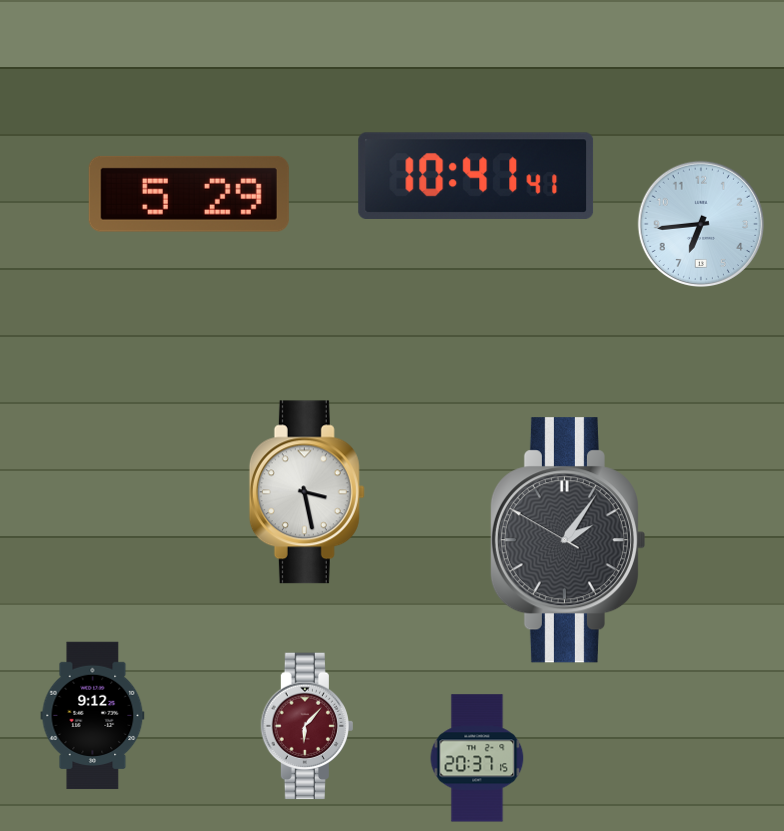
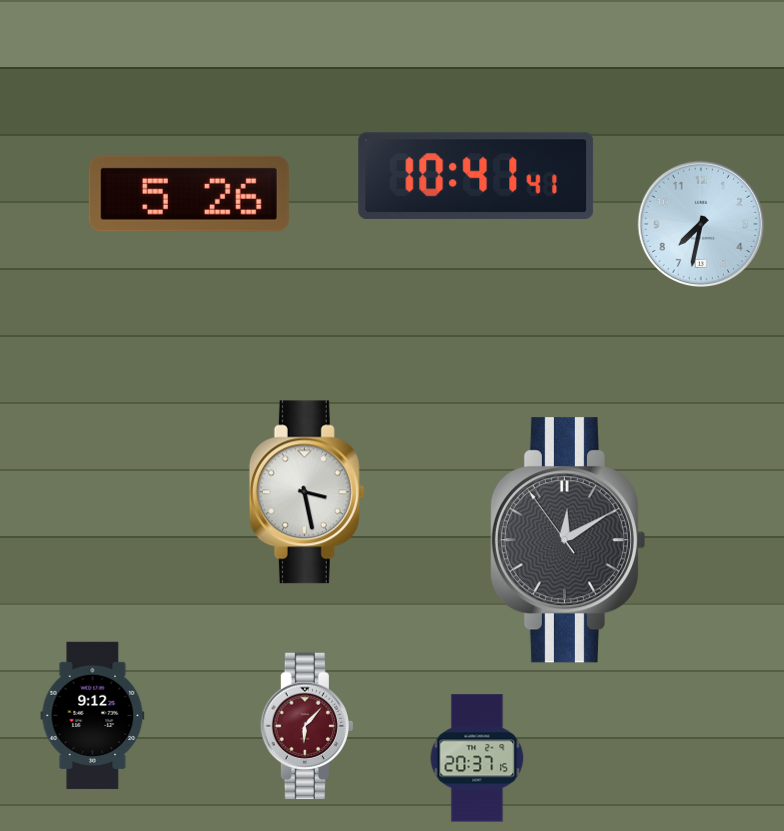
clock at (189, 194): 5:29 -> 5:26
clock at (700, 223): 6:44 -> 7:32
clock at (567, 540): 2:05 -> 12:09
